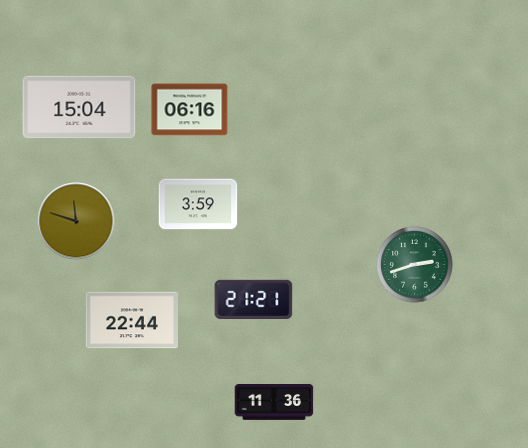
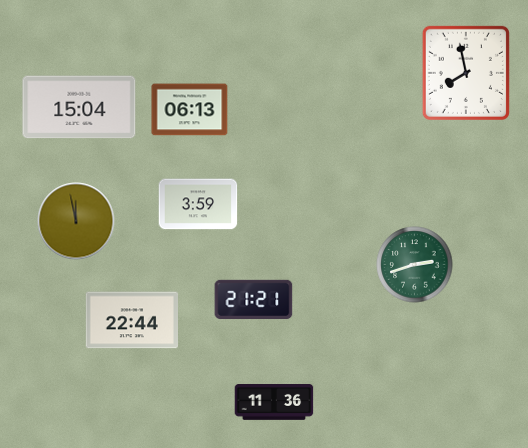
clock at (466, 73): none -> 7:58
clock at (190, 110): 06:16 -> 06:13
clock at (76, 221): 11:48 -> 11:58
